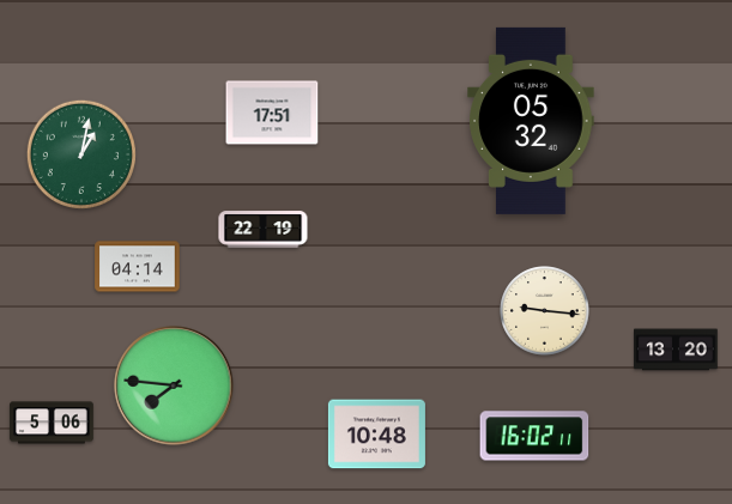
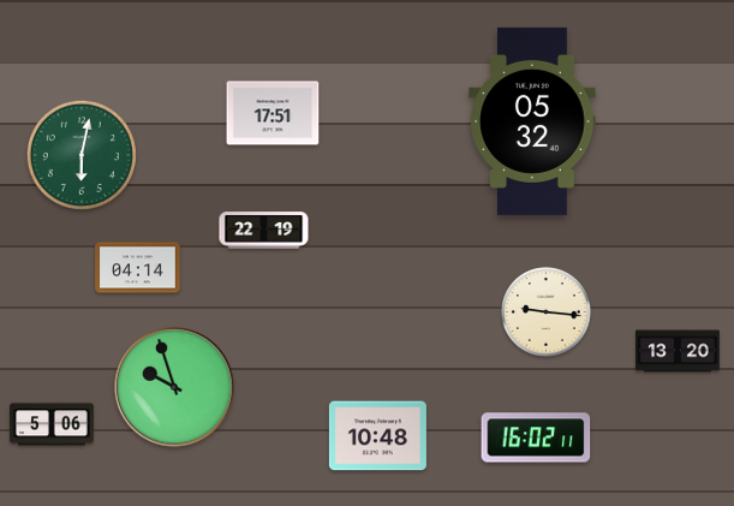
clock at (81, 154): 1:02 -> 6:02
clock at (174, 385): 7:46 -> 9:57
